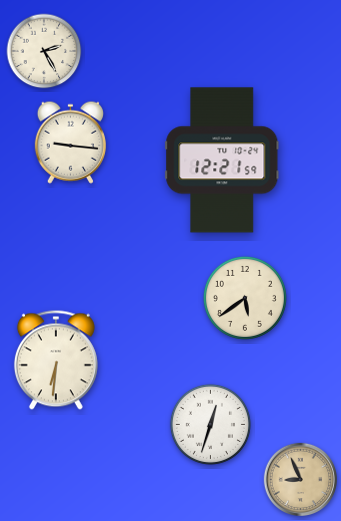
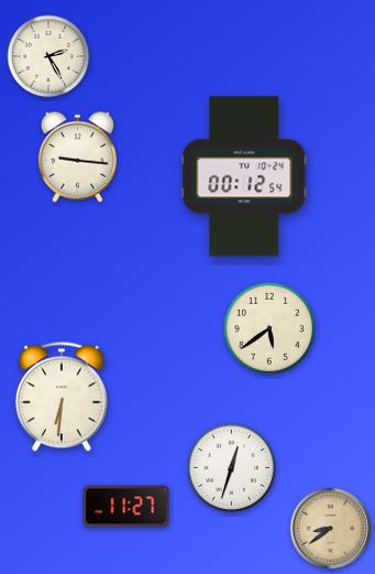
clock at (222, 160): 12:21 -> 00:12
clock at (126, 507): none -> 11:27
clock at (300, 479): 8:56 -> 8:39
